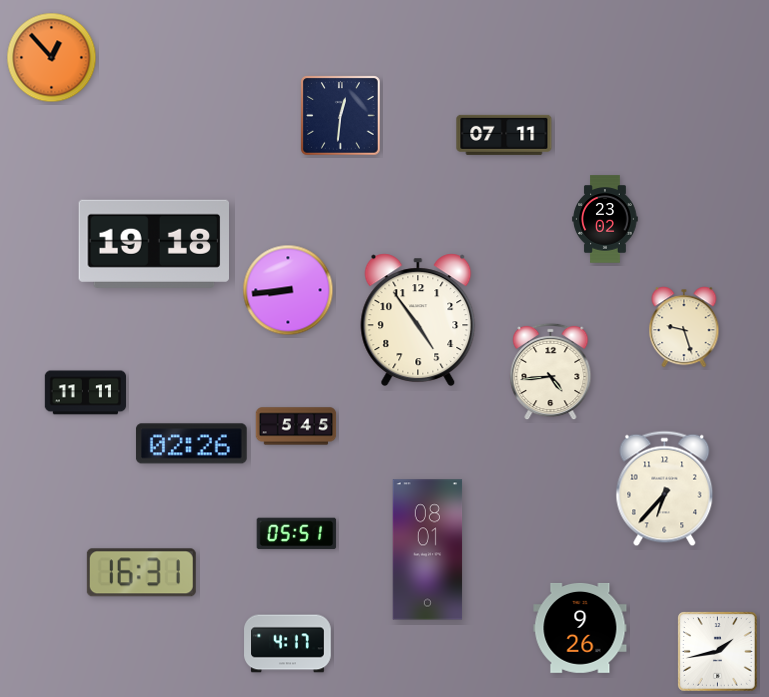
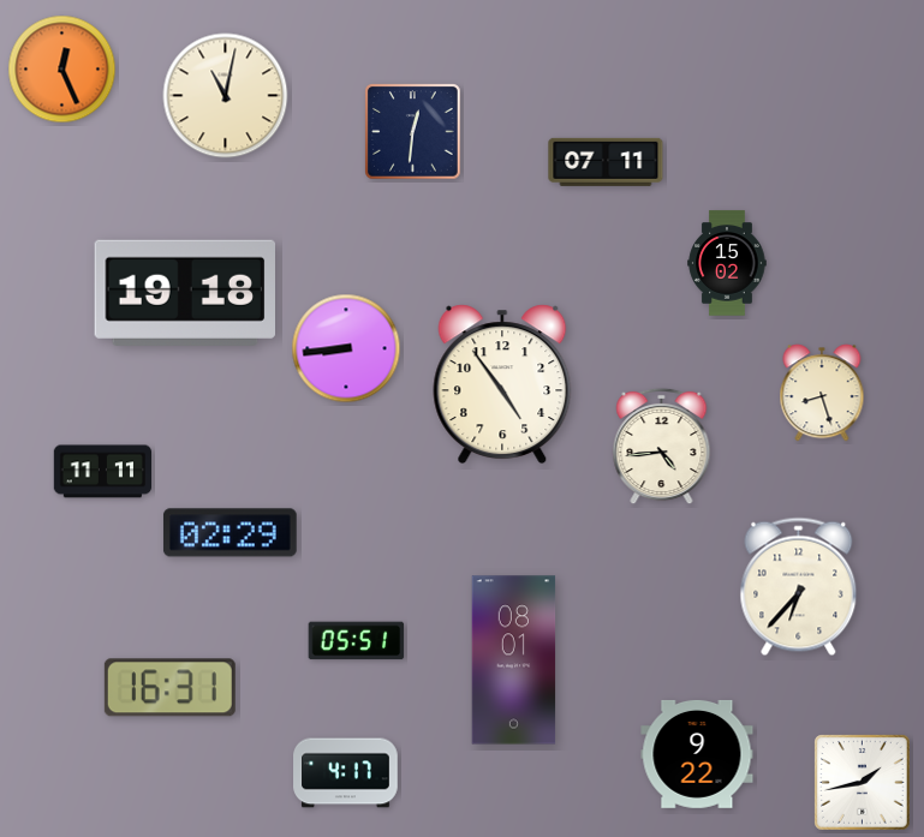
clock at (52, 58): 12:53 -> 12:26
clock at (226, 96): none -> 11:02
clock at (341, 116) position: (341, 116) -> (413, 132)
clock at (605, 219): 23:02 -> 15:02
clock at (684, 327): 9:27 -> 8:27
clock at (296, 426): 5:45 -> none
clock at (192, 444): 02:26 -> 02:29
clock at (580, 628): 9:26 -> 9:22
